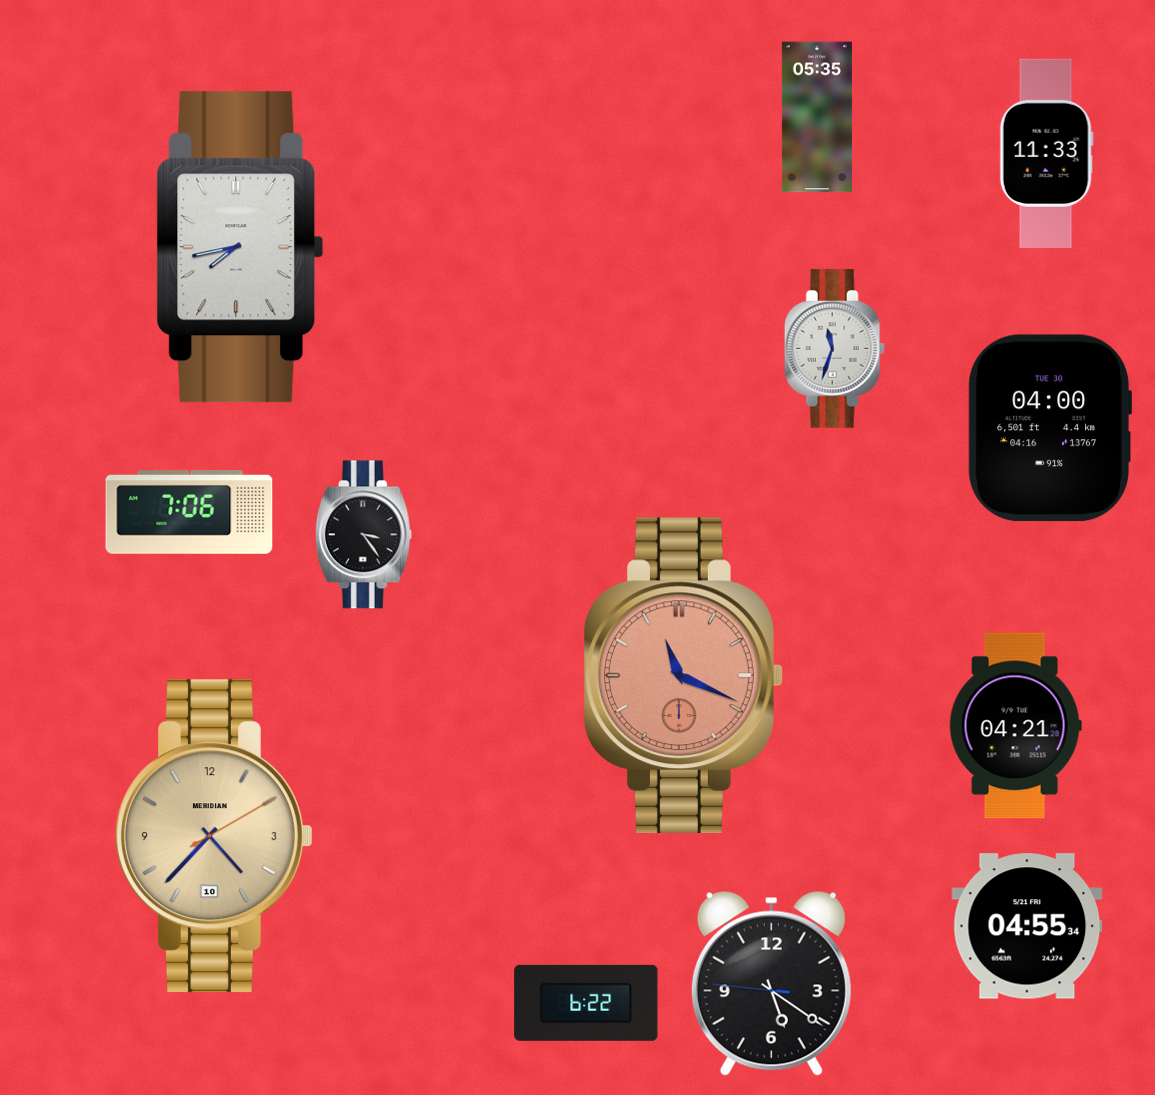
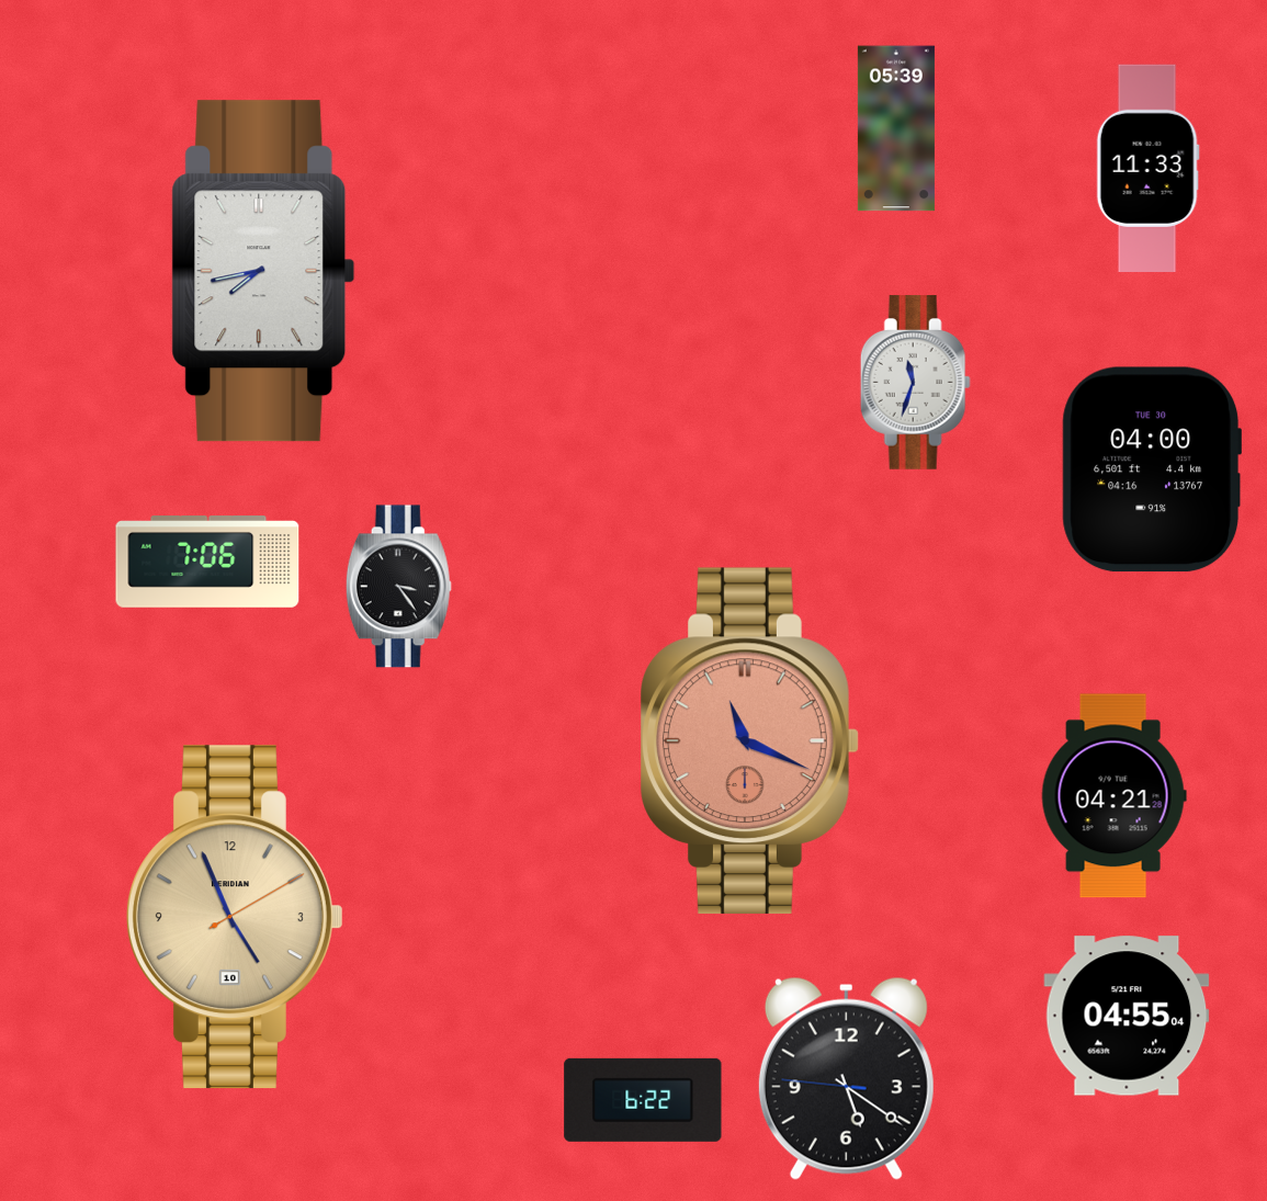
clock at (817, 117): 05:35 -> 05:39
clock at (214, 836): 4:37 -> 4:56
clock at (1027, 926): 04:55:34 -> 04:55:04
